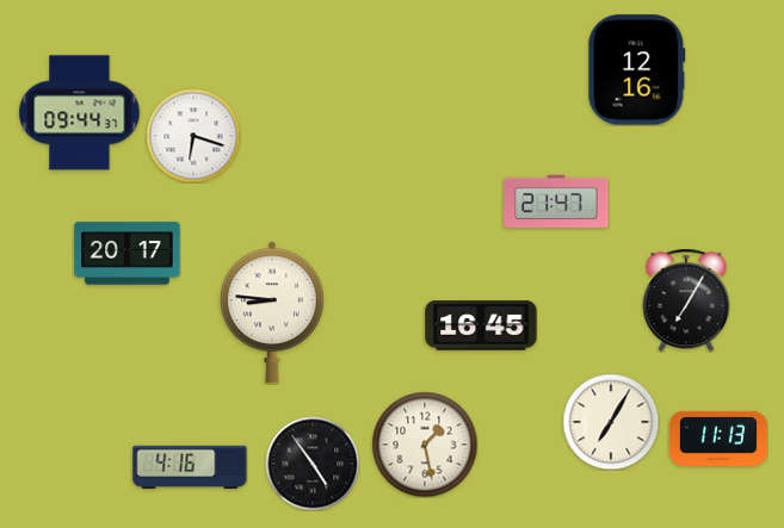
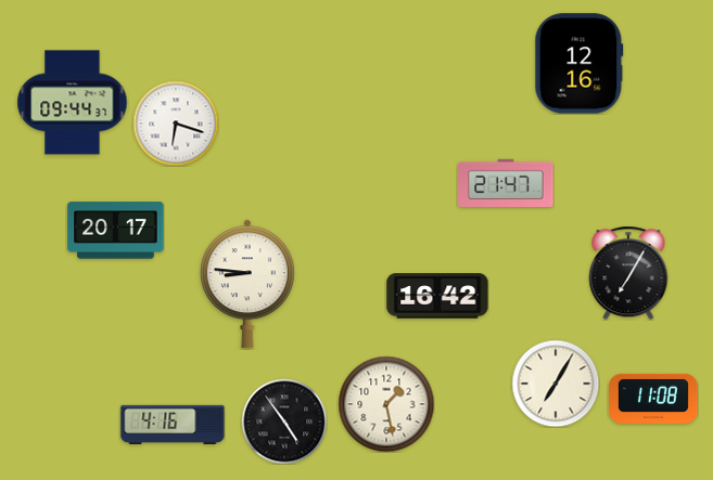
clock at (686, 300) position: (686, 300) -> (628, 273)
clock at (481, 325): 16:45 -> 16:42
clock at (720, 439): 11:13 -> 11:08
